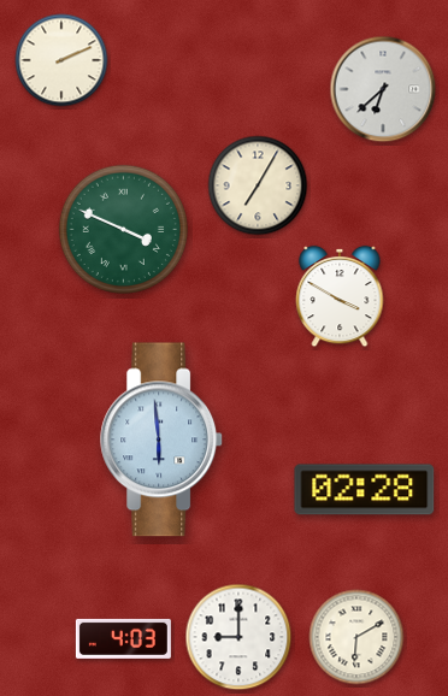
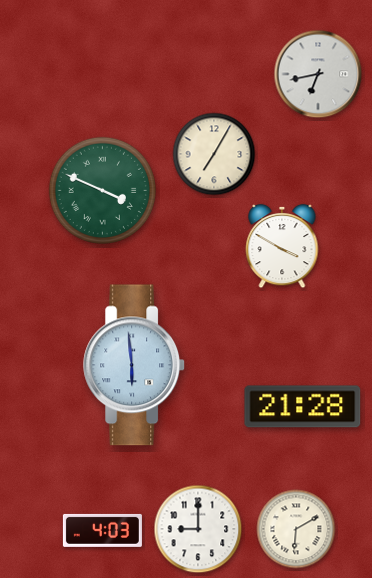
clock at (61, 60): 2:11 -> none
clock at (383, 89): 6:38 -> 6:43
clock at (365, 490): 02:28 -> 21:28
